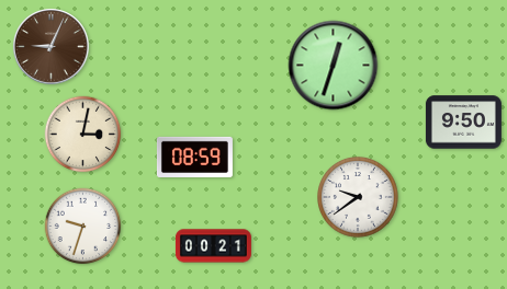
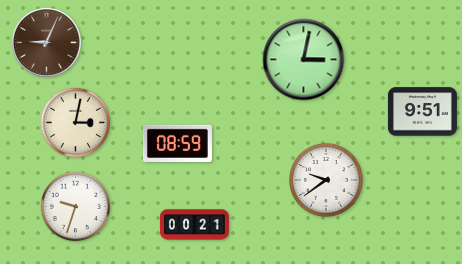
clock at (334, 66): 12:33 -> 3:02
clock at (463, 123): 9:50 -> 9:51
